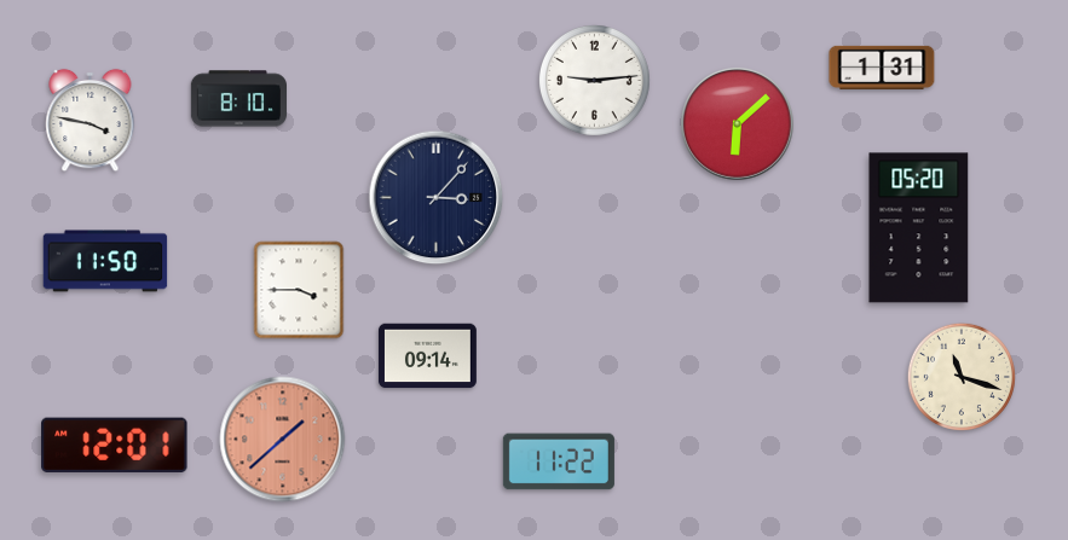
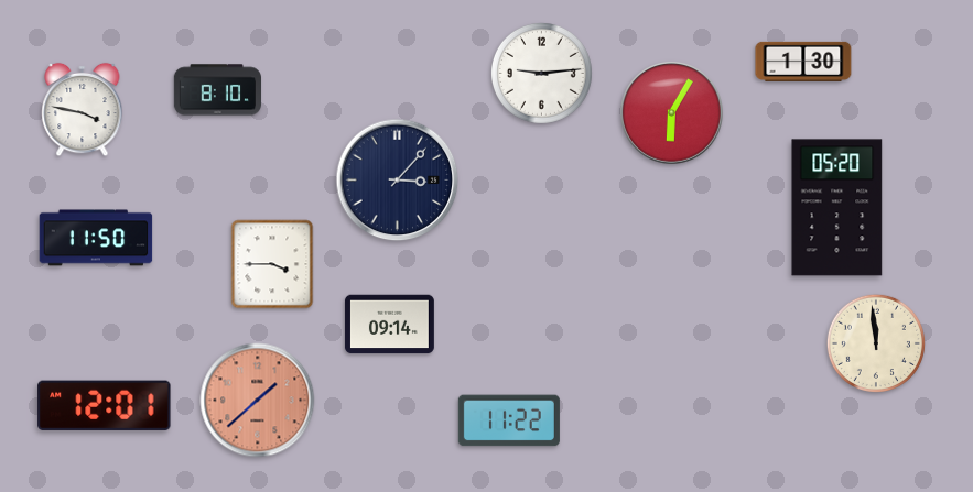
clock at (882, 68): 1:31 -> 1:30
clock at (738, 124): 6:08 -> 6:05
clock at (962, 377): 11:18 -> 11:59
